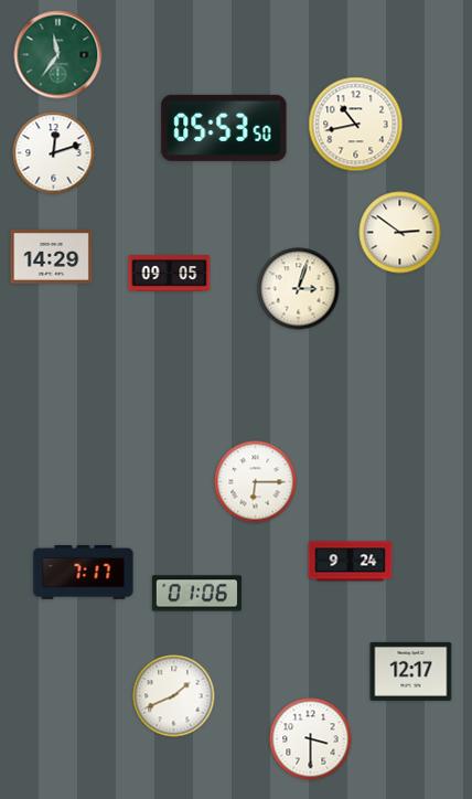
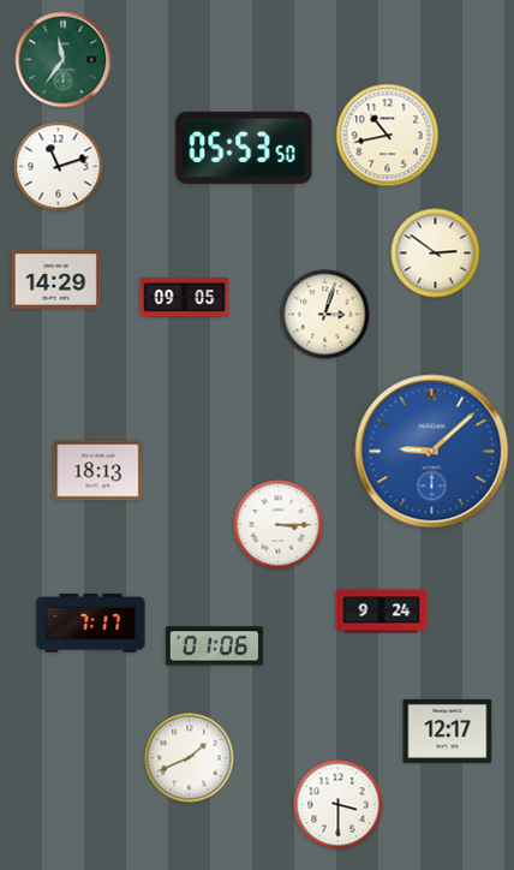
clock at (224, 128) position: (224, 128) -> (244, 148)
clock at (54, 153): 12:12 -> 11:12
clock at (432, 452): none -> 9:08
clock at (98, 471): none -> 18:13
clock at (256, 482): 6:15 -> 3:15
